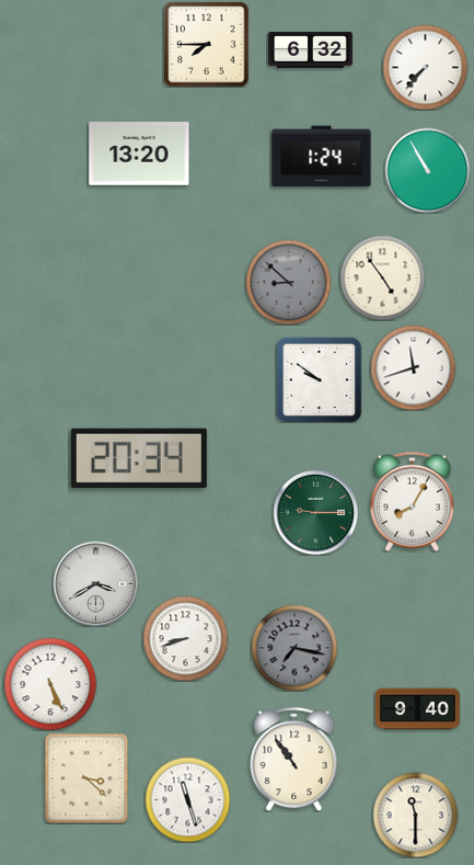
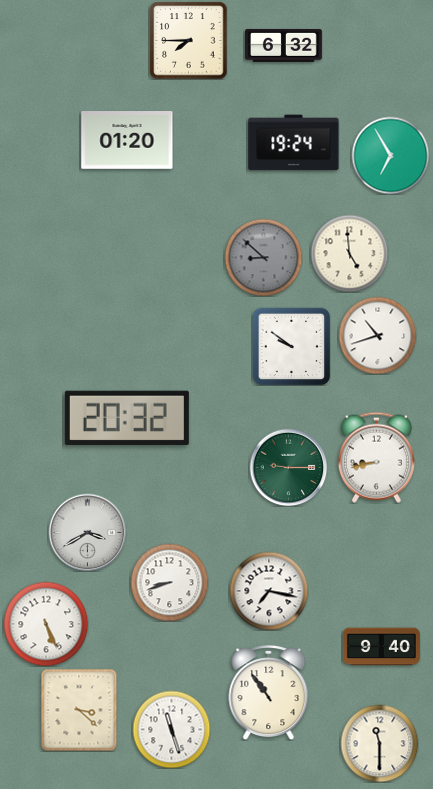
clock at (425, 67): 7:37 -> none
clock at (139, 155): 13:20 -> 01:20
clock at (322, 157): 1:24 -> 19:24
clock at (427, 170): 10:55 -> 6:55
clock at (382, 277): 4:54 -> 4:59
clock at (413, 367): 11:42 -> 10:42
clock at (139, 458): 20:34 -> 20:32
clock at (412, 501): 8:05 -> 8:43
clock at (294, 648) dial: grey -> white
